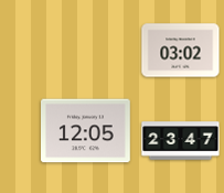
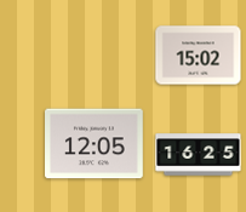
clock at (181, 51): 03:02 -> 15:02
clock at (181, 141): 23:47 -> 16:25
